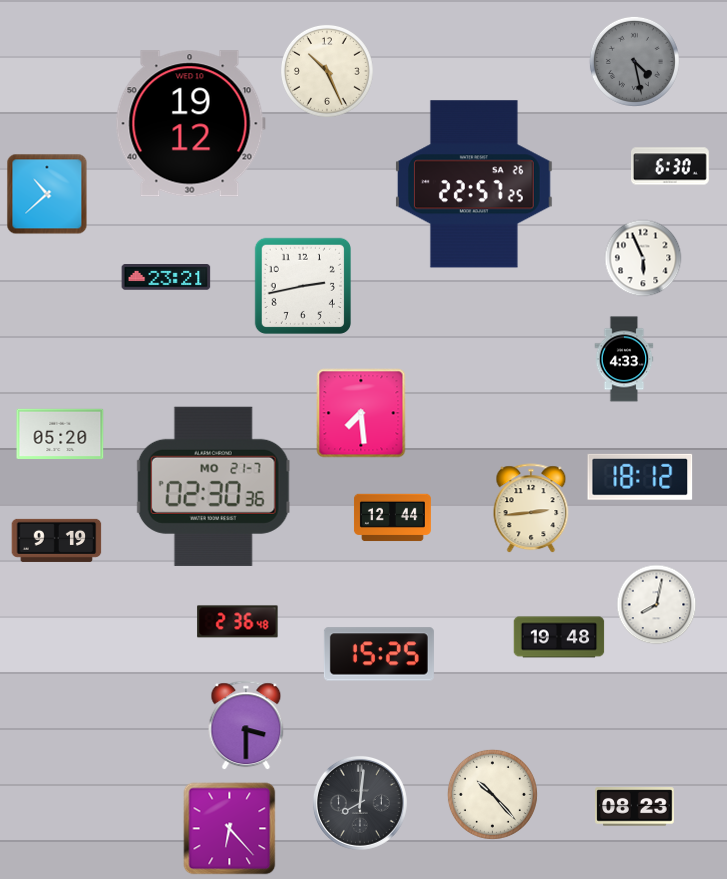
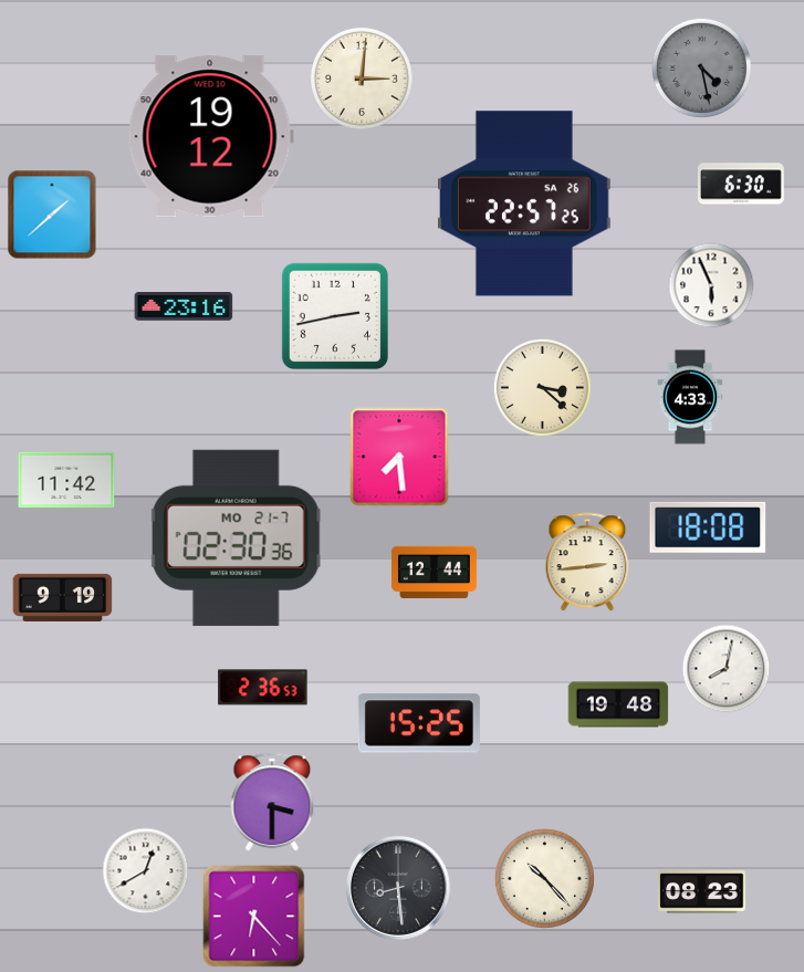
clock at (327, 71): 10:26 -> 3:01
clock at (47, 194): 10:38 -> 1:38
clock at (166, 277): 23:21 -> 23:16
clock at (542, 387): none -> 3:22
clock at (60, 433): 05:20 -> 11:42
clock at (640, 477): 18:12 -> 18:08
clock at (238, 622): 2:36:48 -> 2:36:53
clock at (146, 871): none -> 12:40
clock at (360, 803): 8:01 -> 8:29
